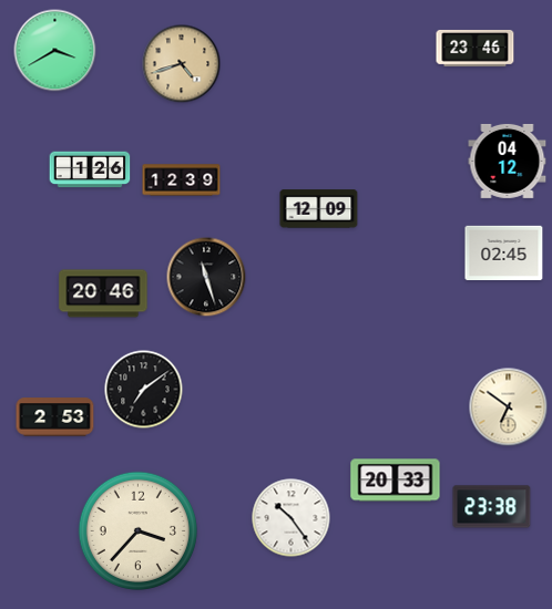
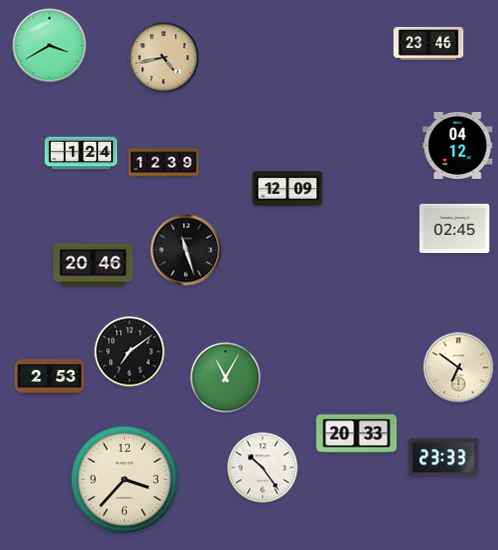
clock at (182, 64): 4:42 -> 4:43
clock at (90, 169): 1:26 -> 1:24
clock at (226, 378): none -> 11:05
clock at (492, 507): 23:38 -> 23:33
